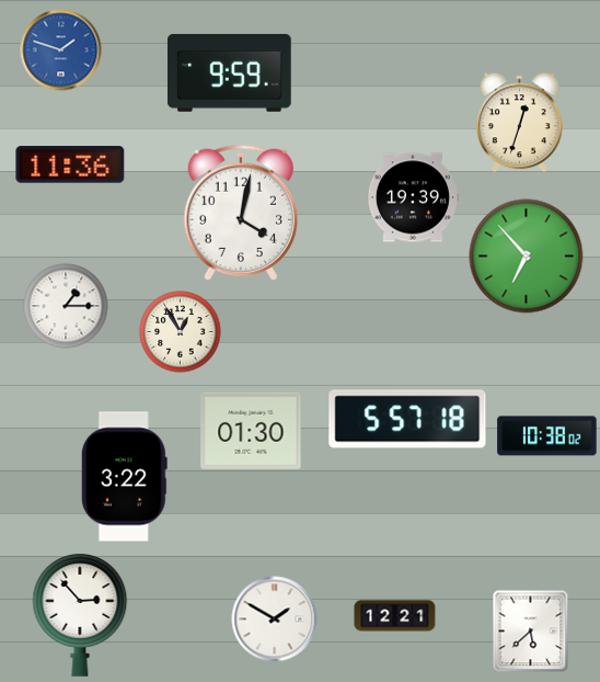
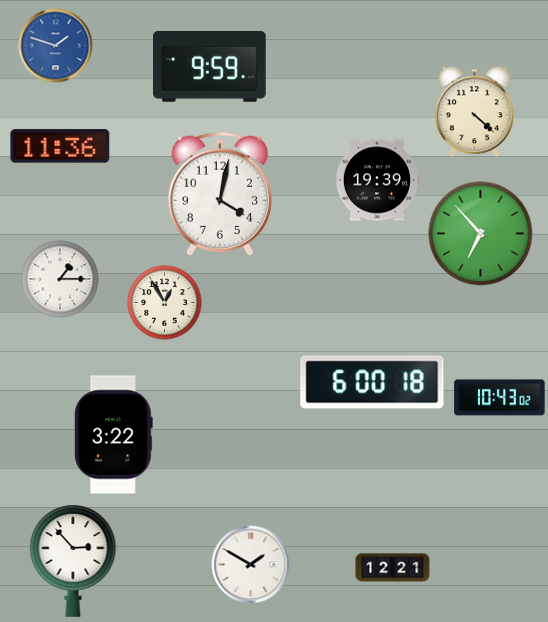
clock at (520, 123): 12:33 -> 4:22
clock at (70, 164) position: (70, 164) -> (60, 146)
clock at (407, 419): 5:57 -> 6:00
clock at (251, 431): 01:30 -> none
clock at (547, 436): 10:38 -> 10:43
clock at (395, 616) position: (395, 616) -> (393, 568)
clock at (531, 632): 5:38 -> none
